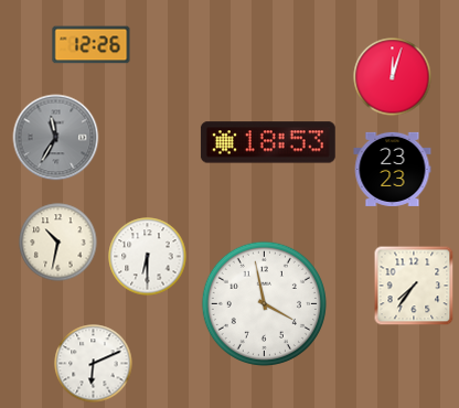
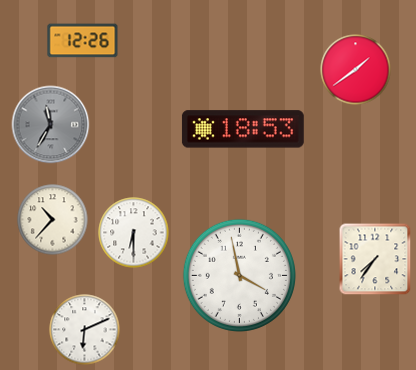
clock at (393, 77): 12:03 -> 1:39
clock at (393, 169): 23:23 -> none
clock at (58, 243): 10:32 -> 10:37
